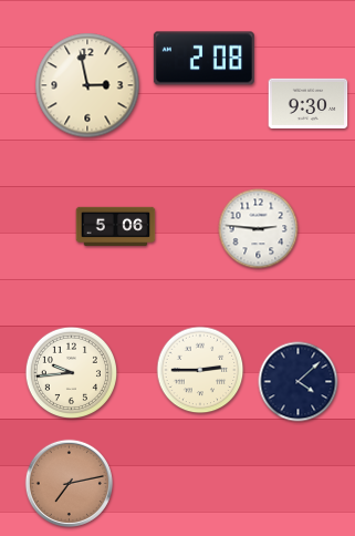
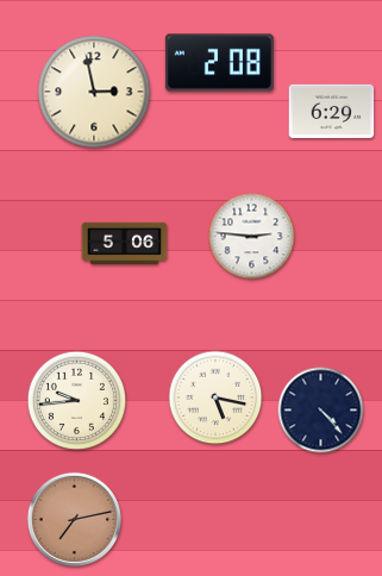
clock at (309, 103): 9:30 -> 6:29
clock at (259, 229) position: (259, 229) -> (252, 237)
clock at (200, 370): 2:45 -> 5:17
clock at (299, 382): 4:08 -> 4:23
